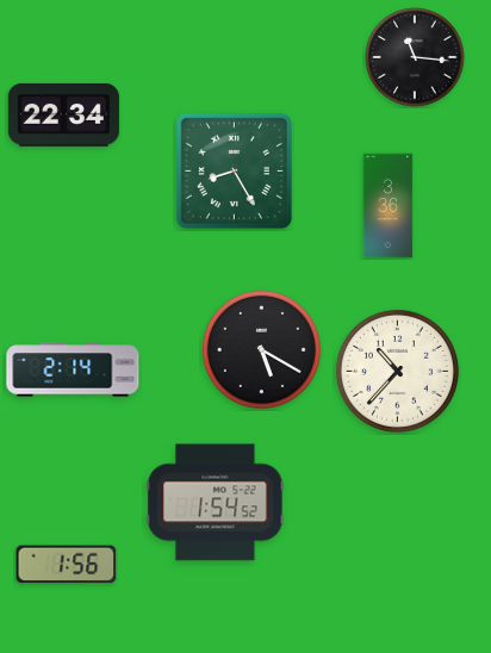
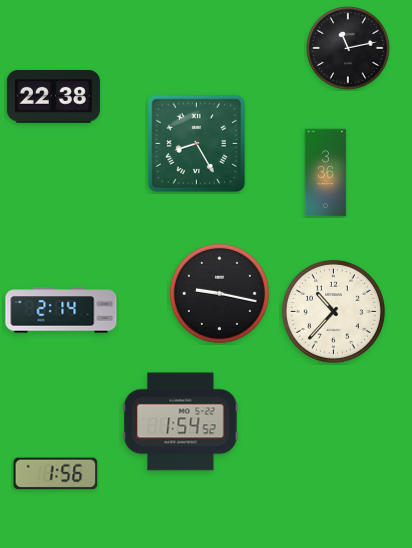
clock at (415, 57): 11:16 -> 11:13
clock at (63, 114): 22:34 -> 22:38
clock at (261, 349): 5:20 -> 9:17
